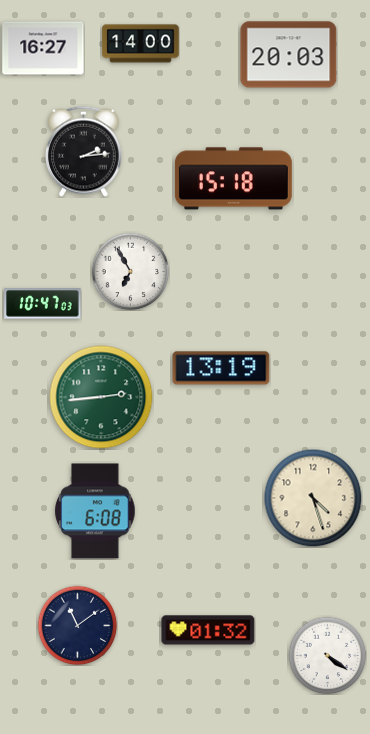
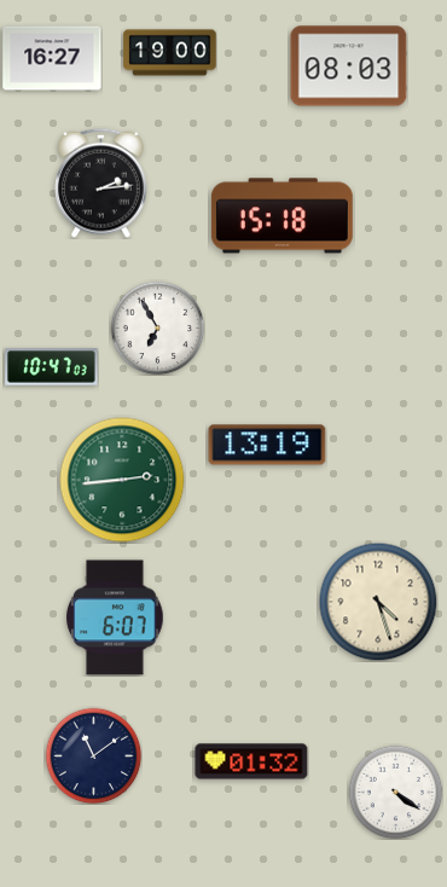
clock at (141, 44): 14:00 -> 19:00
clock at (289, 55): 20:03 -> 08:03
clock at (95, 511): 6:08 -> 6:07
